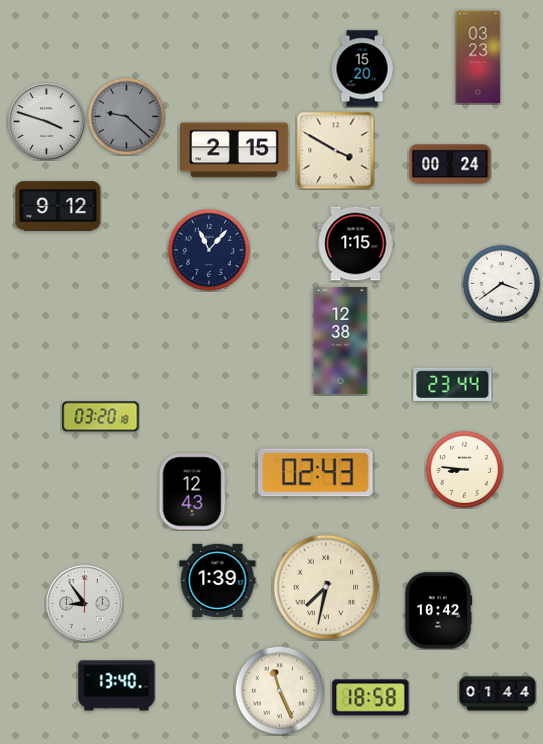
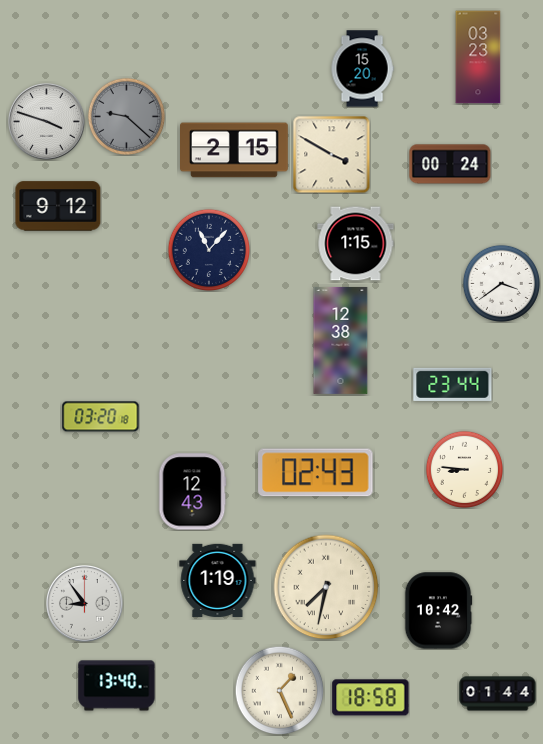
clock at (335, 150) position: (335, 150) -> (331, 154)
clock at (218, 580): 1:39 -> 1:19
clock at (279, 690): 11:26 -> 1:26
